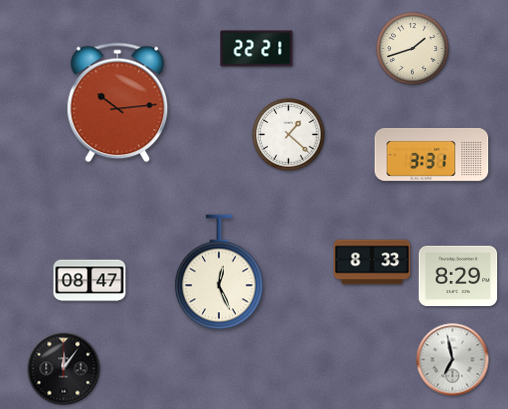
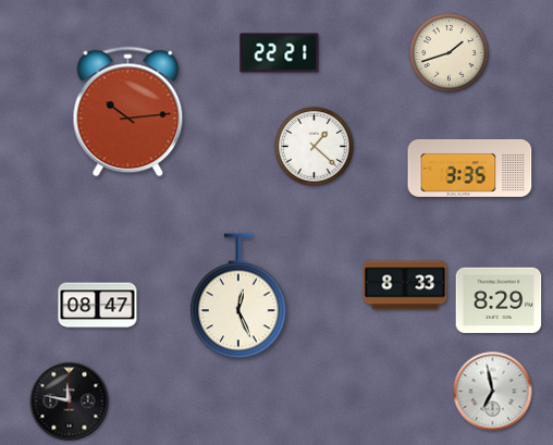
clock at (432, 154): 3:31 -> 3:35
clock at (64, 369): 12:06 -> 11:47
